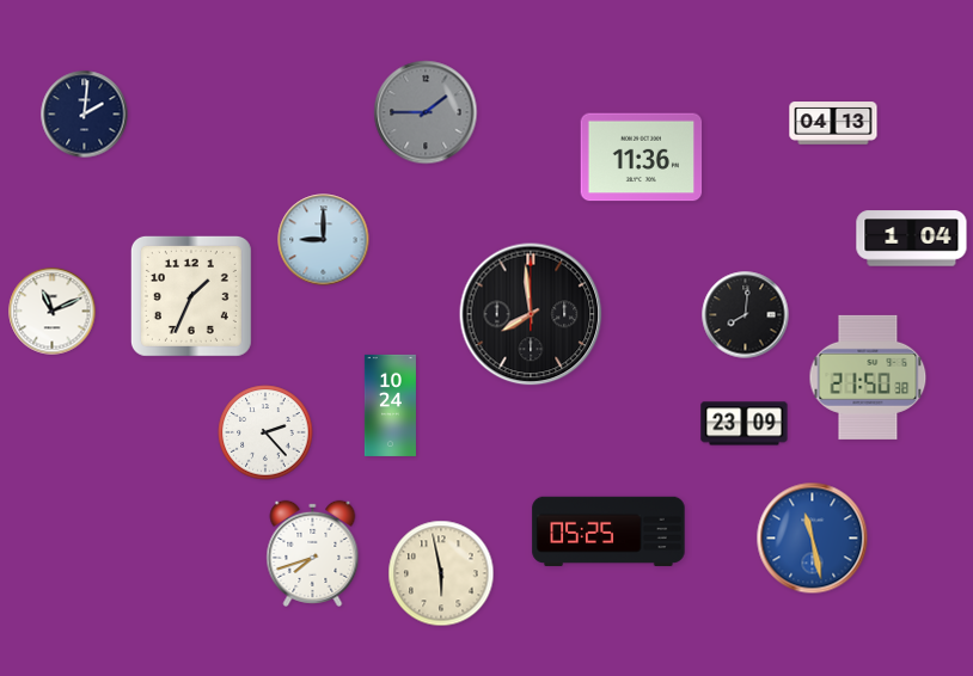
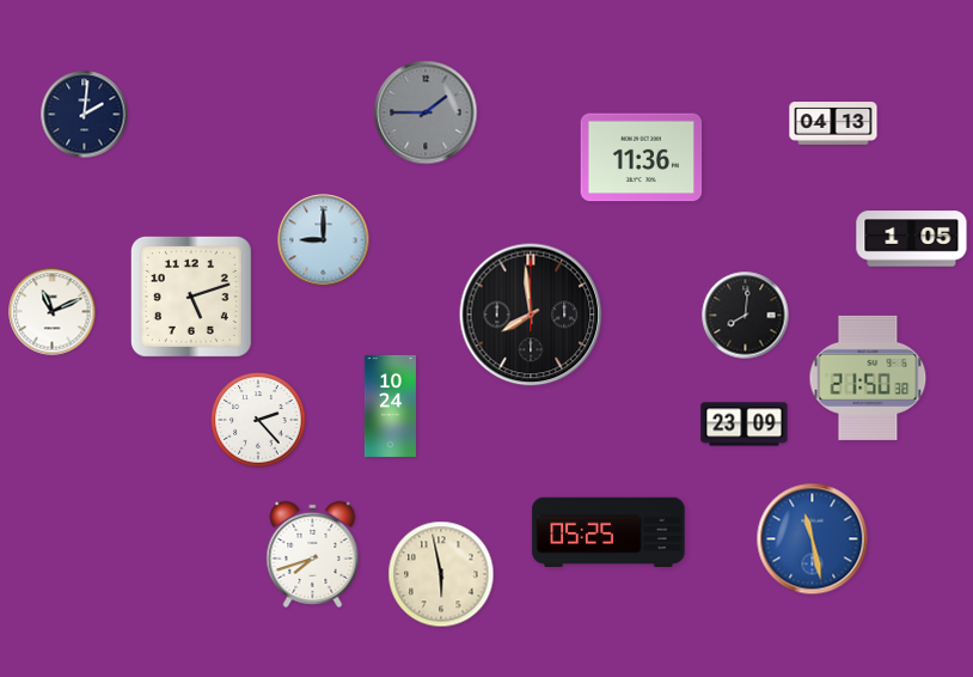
clock at (912, 239): 1:04 -> 1:05
clock at (191, 296): 1:34 -> 5:12
clock at (265, 432) position: (265, 432) -> (258, 420)
